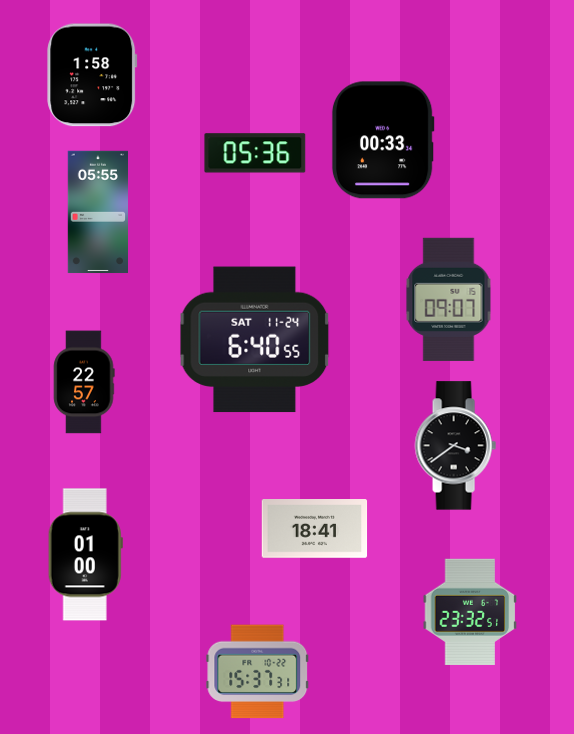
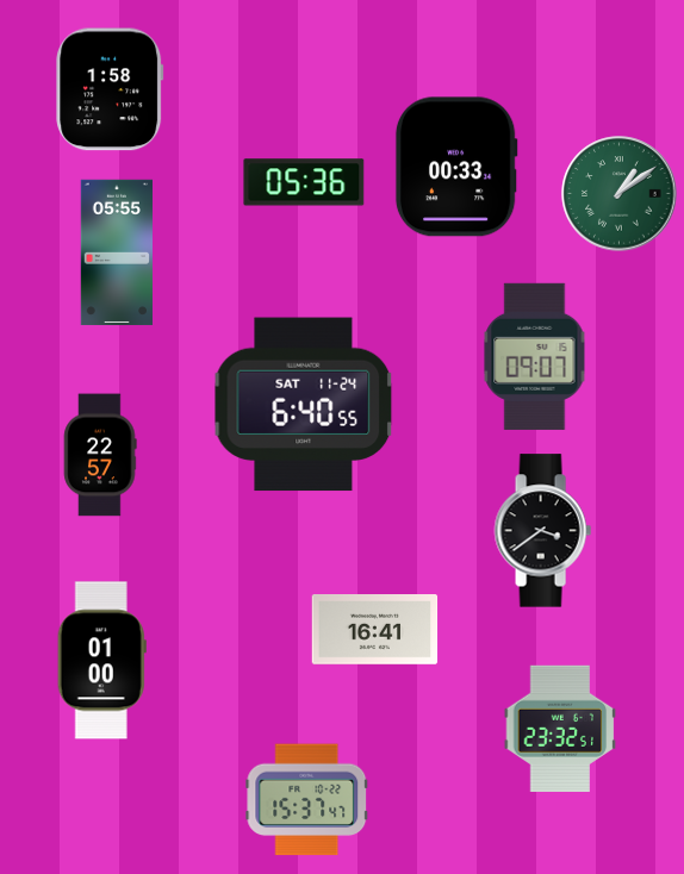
clock at (620, 194): none -> 1:09
clock at (315, 529): 18:41 -> 16:41
clock at (258, 672): 15:37:31 -> 15:37:47
